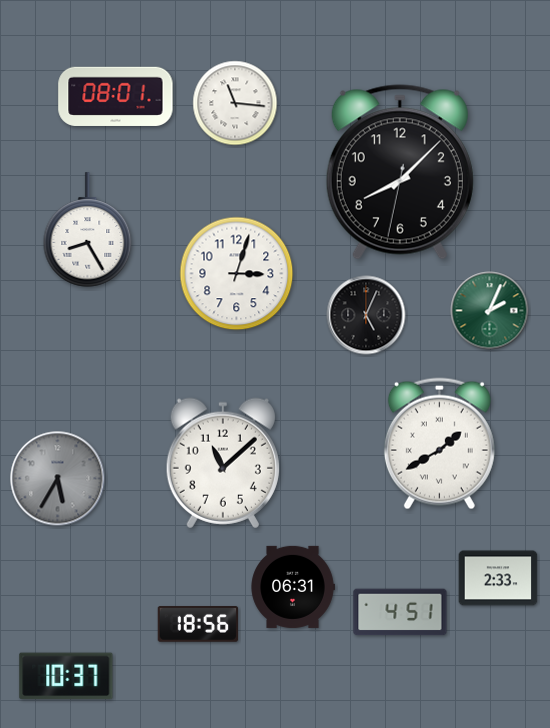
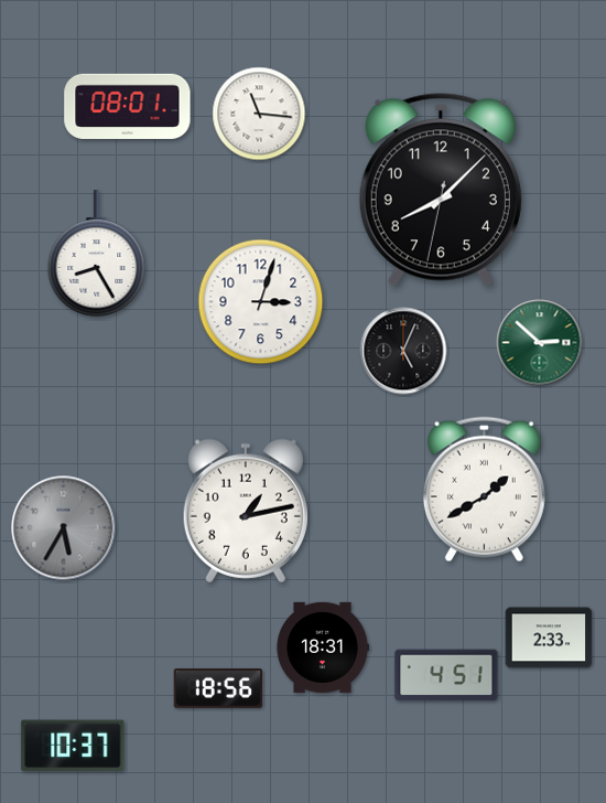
clock at (490, 311): 2:04 -> 2:52
clock at (366, 315) position: (366, 315) -> (403, 351)
clock at (223, 463): 11:08 -> 1:13
clock at (293, 587): 06:31 -> 18:31
clock at (400, 612) position: (400, 612) -> (446, 675)
